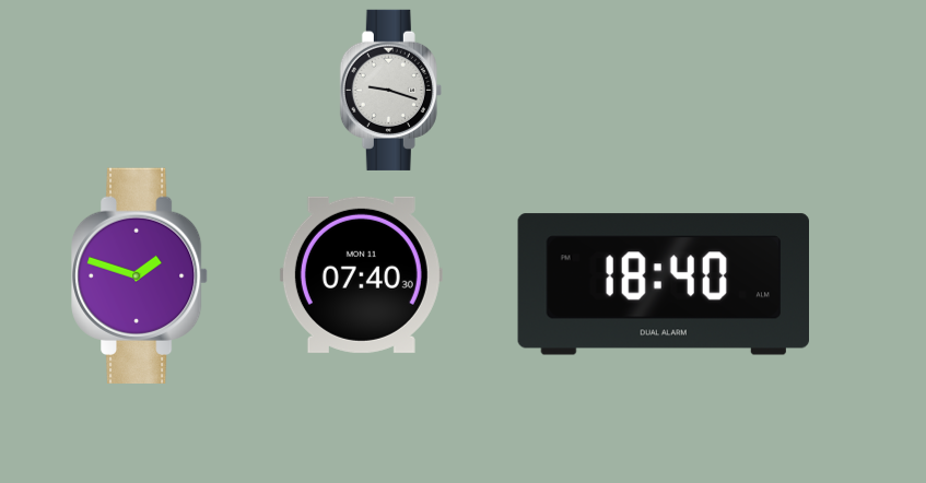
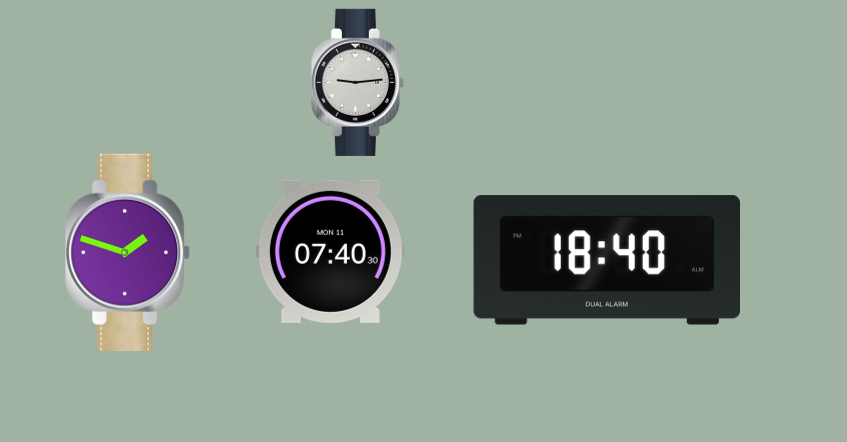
clock at (390, 90): 9:18 -> 9:14
